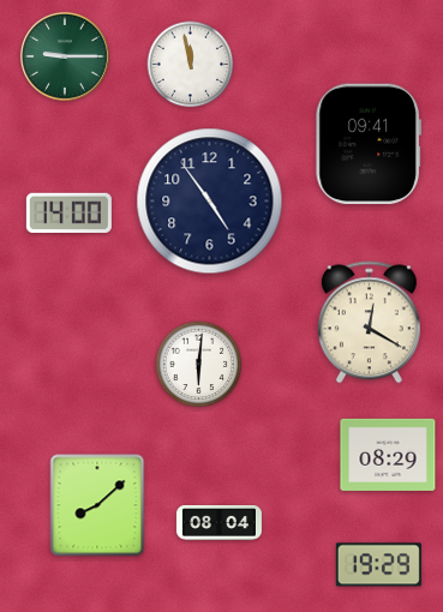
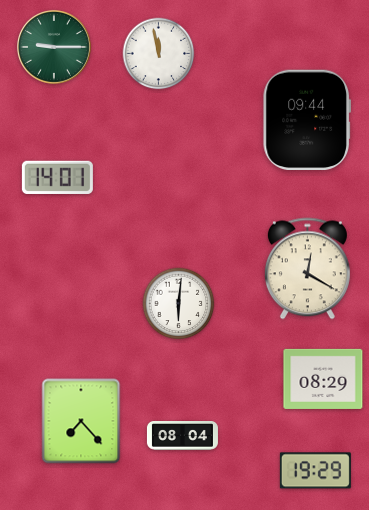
clock at (369, 143): 09:41 -> 09:44
clock at (210, 202): 4:54 -> none
clock at (68, 212): 14:00 -> 14:01
clock at (199, 365) position: (199, 365) -> (179, 304)
clock at (97, 505): 8:08 -> 7:23
